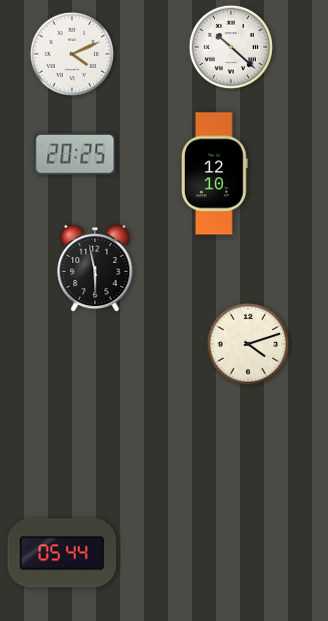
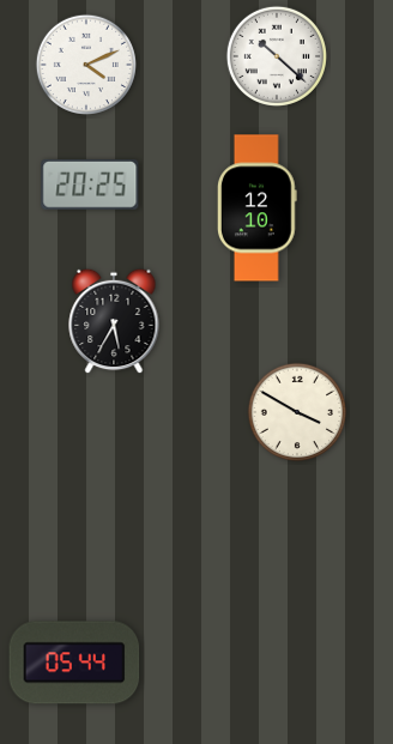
clock at (95, 268): 5:58 -> 5:35
clock at (247, 343): 4:12 -> 3:50
